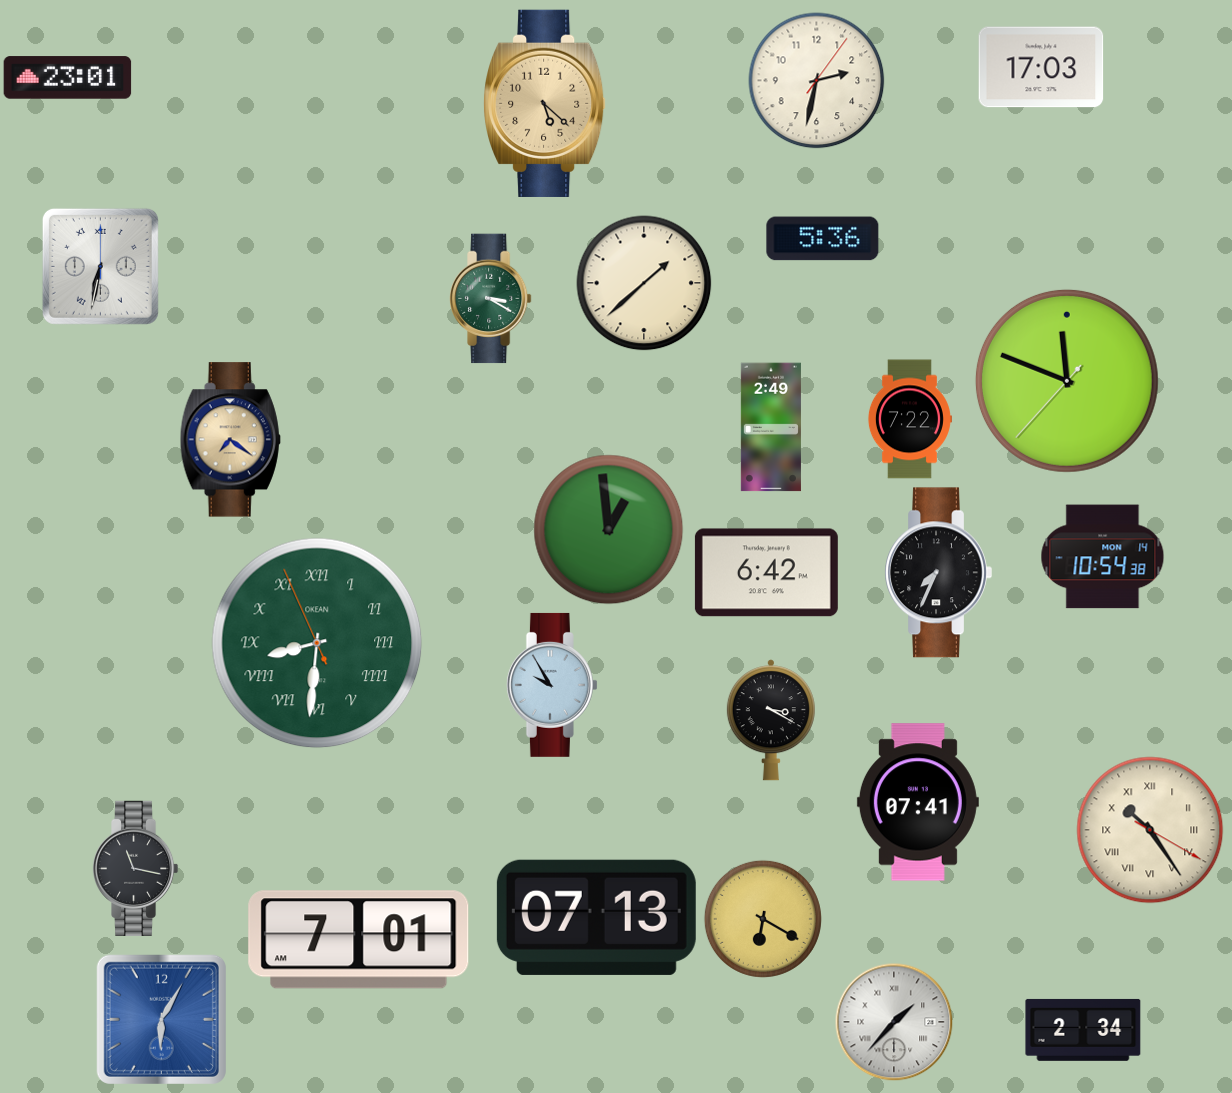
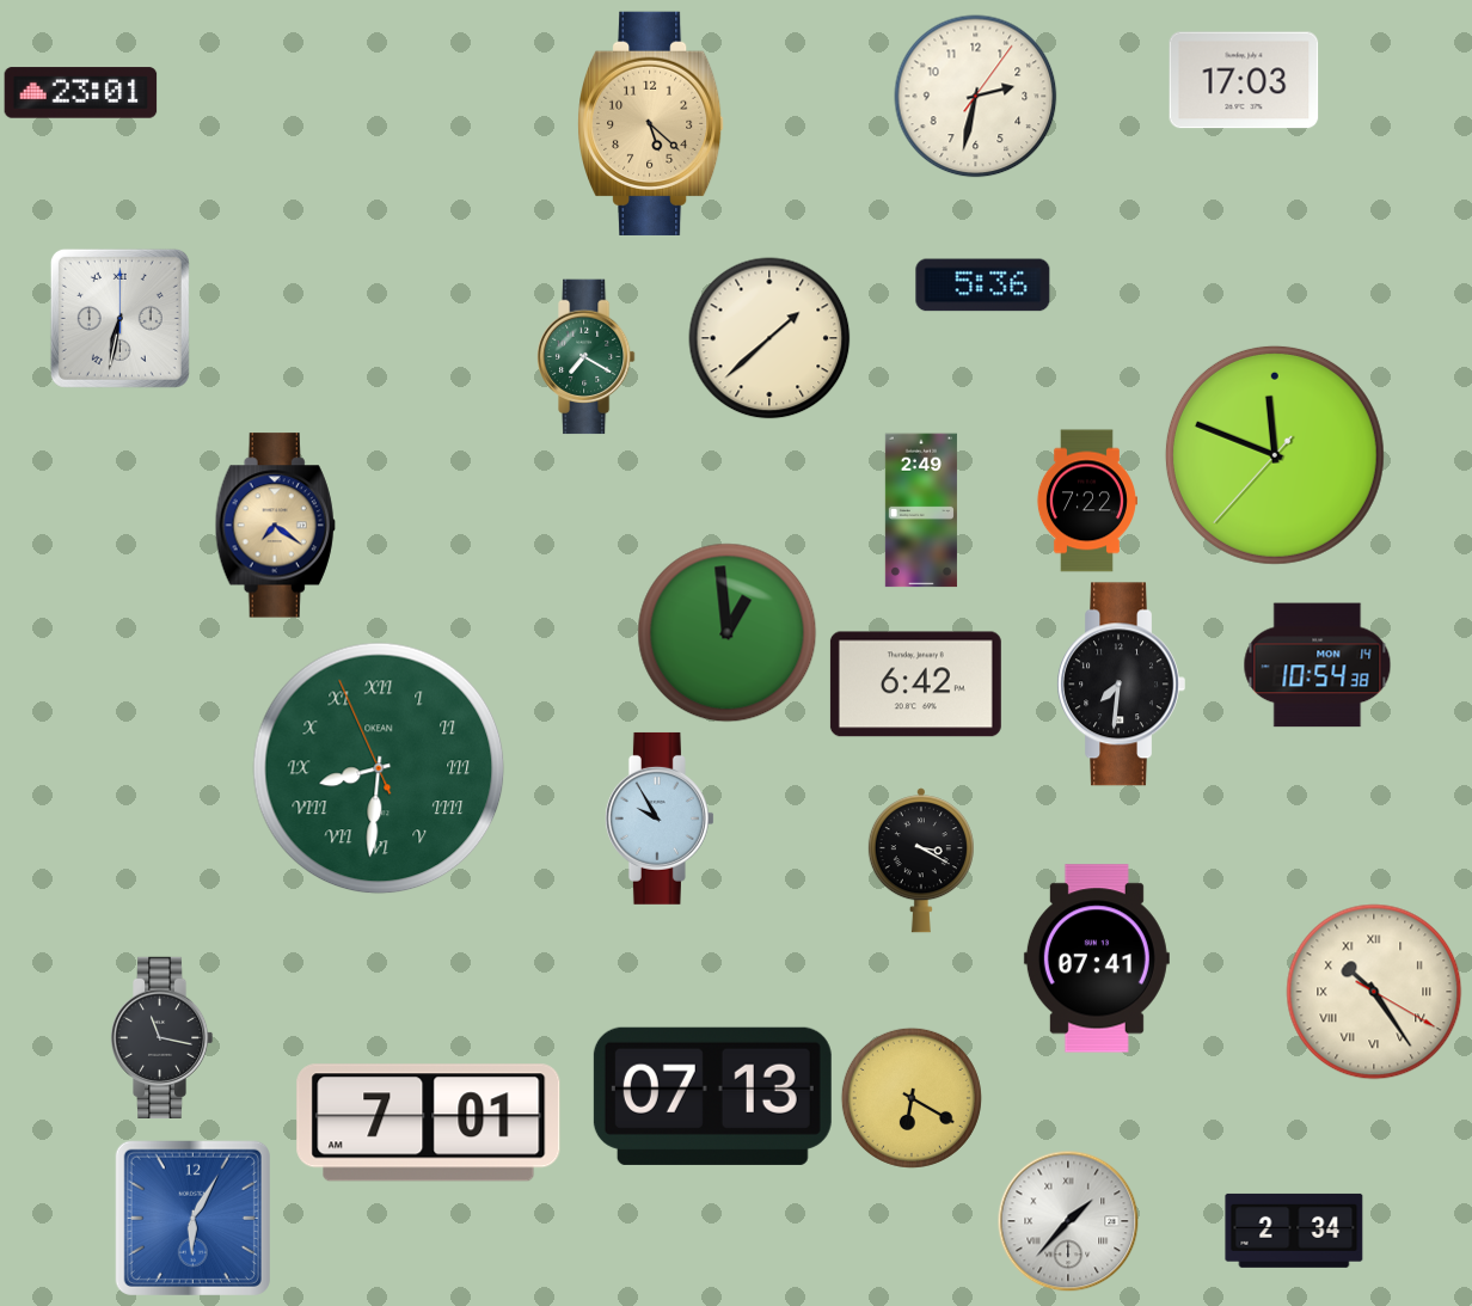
clock at (491, 299): 3:20 -> 7:20
clock at (938, 573): 7:34 -> 7:31
